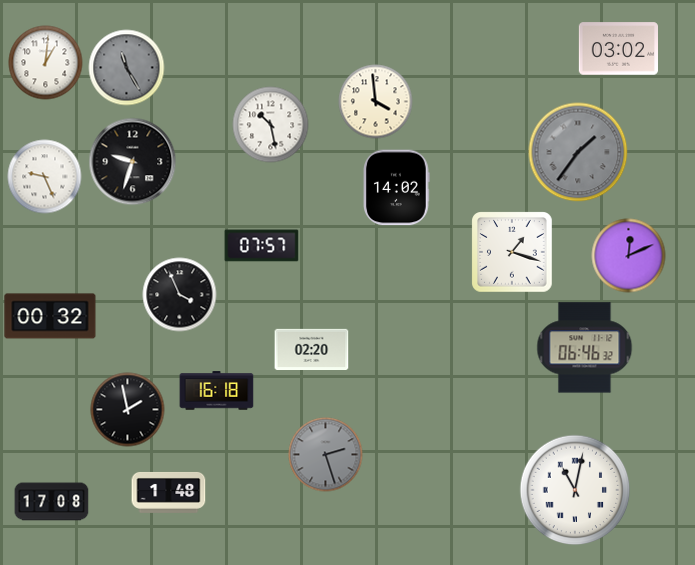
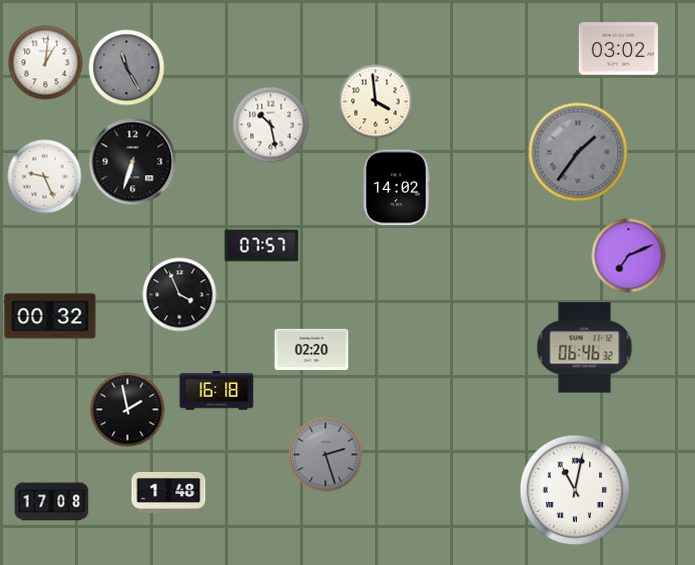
clock at (133, 162): 9:33 -> 6:33
clock at (512, 252): 1:18 -> none
clock at (629, 256): 12:11 -> 7:11
